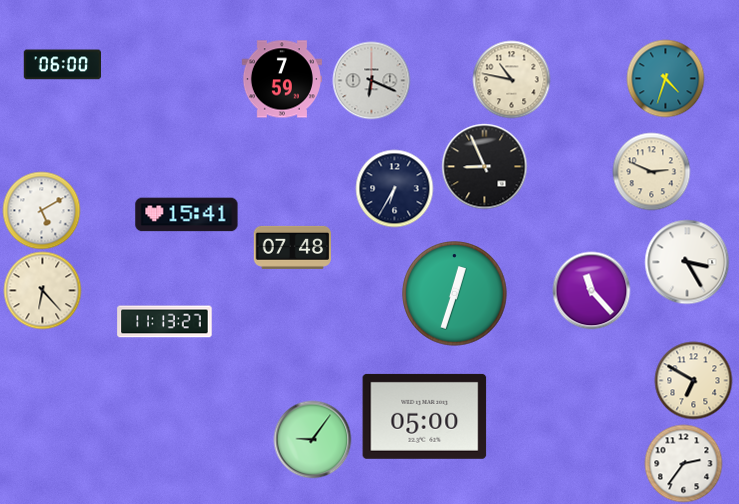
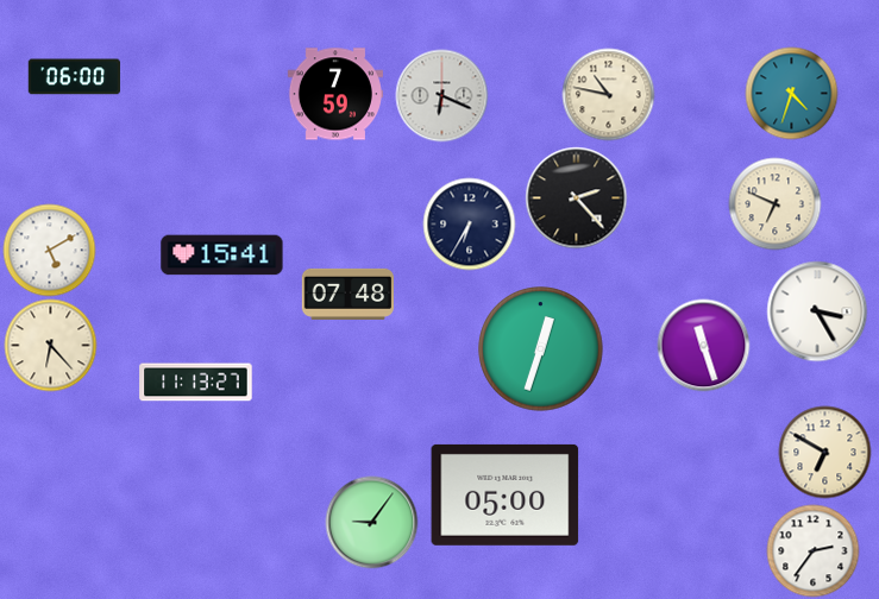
clock at (484, 166): 8:56 -> 2:23
clock at (651, 171): 2:49 -> 6:49
clock at (591, 290): 11:23 -> 11:27
